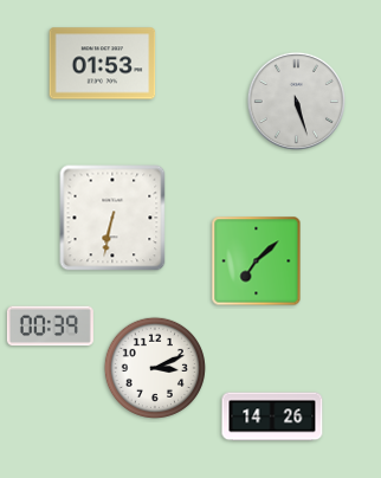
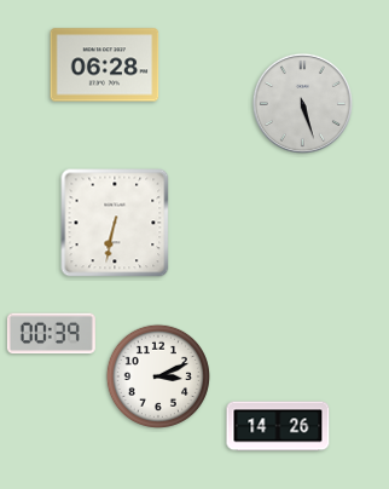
clock at (103, 64): 01:53 -> 06:28
clock at (257, 261): 7:08 -> none
